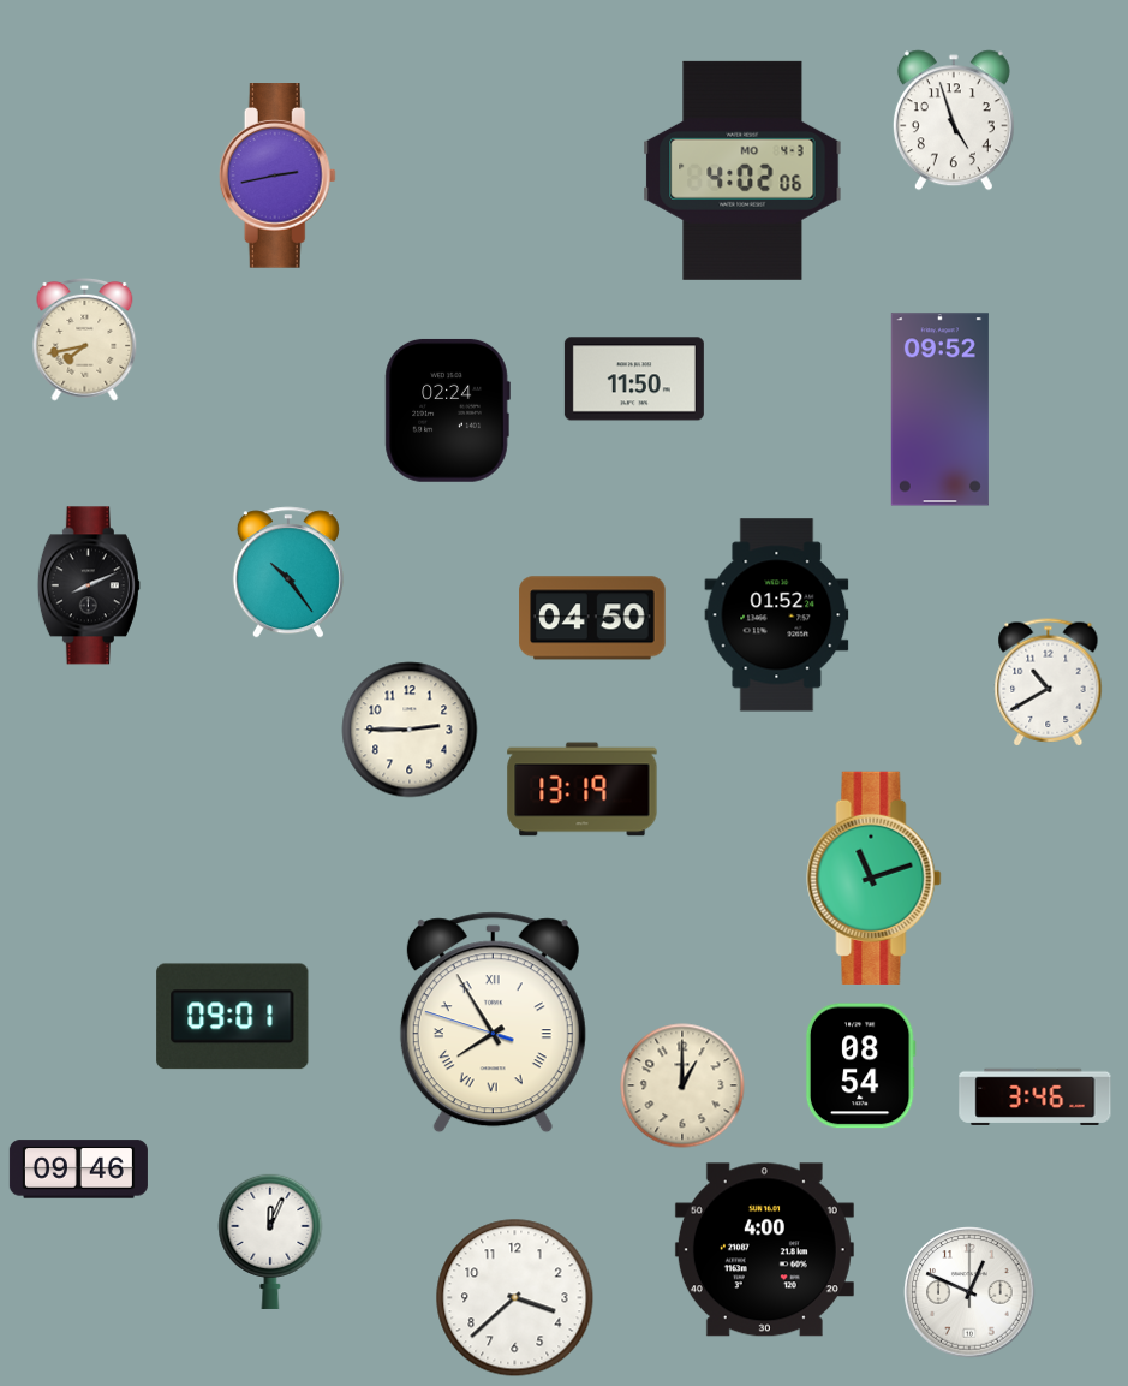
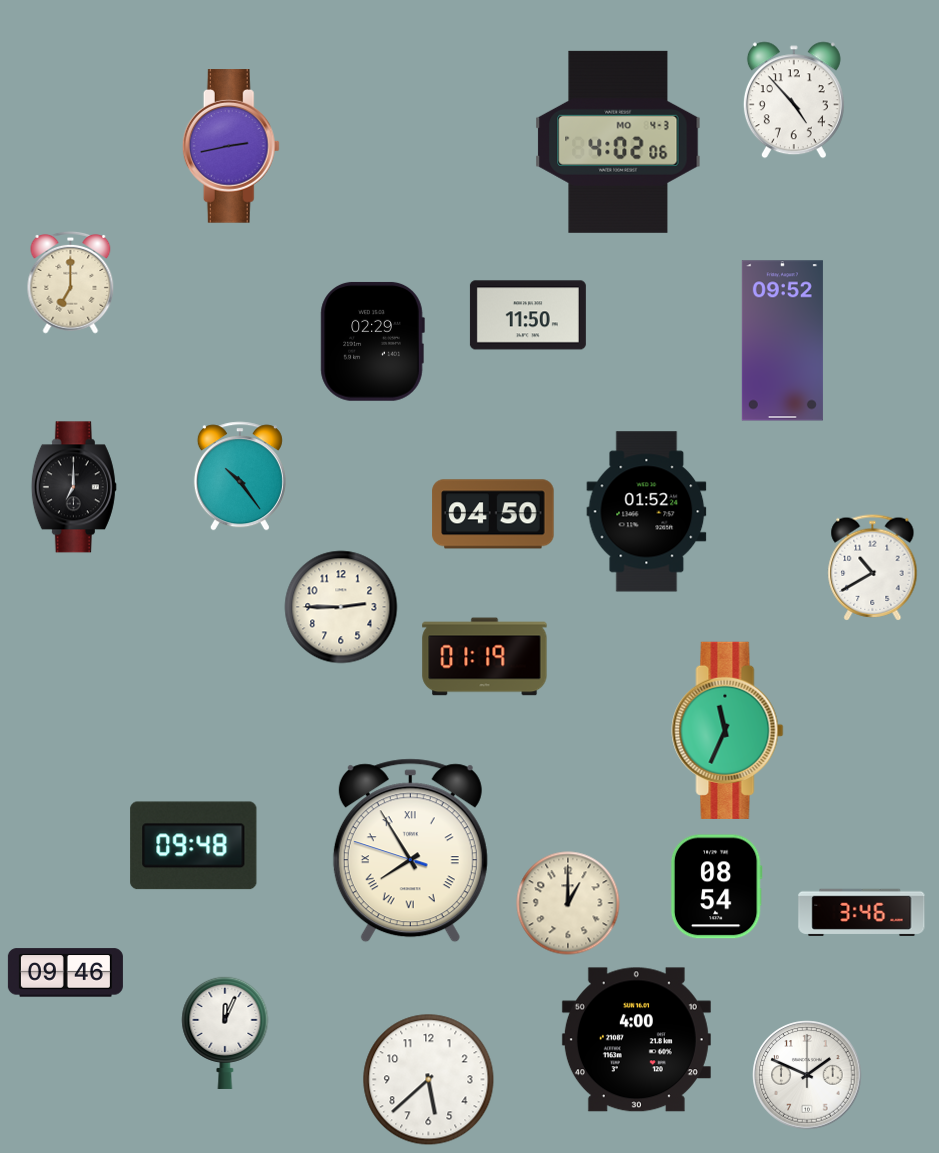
clock at (954, 120): 4:57 -> 4:53
clock at (85, 339): 7:43 -> 7:00
clock at (447, 410): 02:24 -> 02:29
clock at (89, 585): 8:11 -> 7:00
clock at (583, 790): 13:19 -> 01:19
clock at (875, 878): 11:12 -> 11:34
clock at (233, 1017): 09:01 -> 09:48
clock at (969, 1292): 12:49 -> 1:49
clock at (515, 1298): 3:38 -> 5:38
